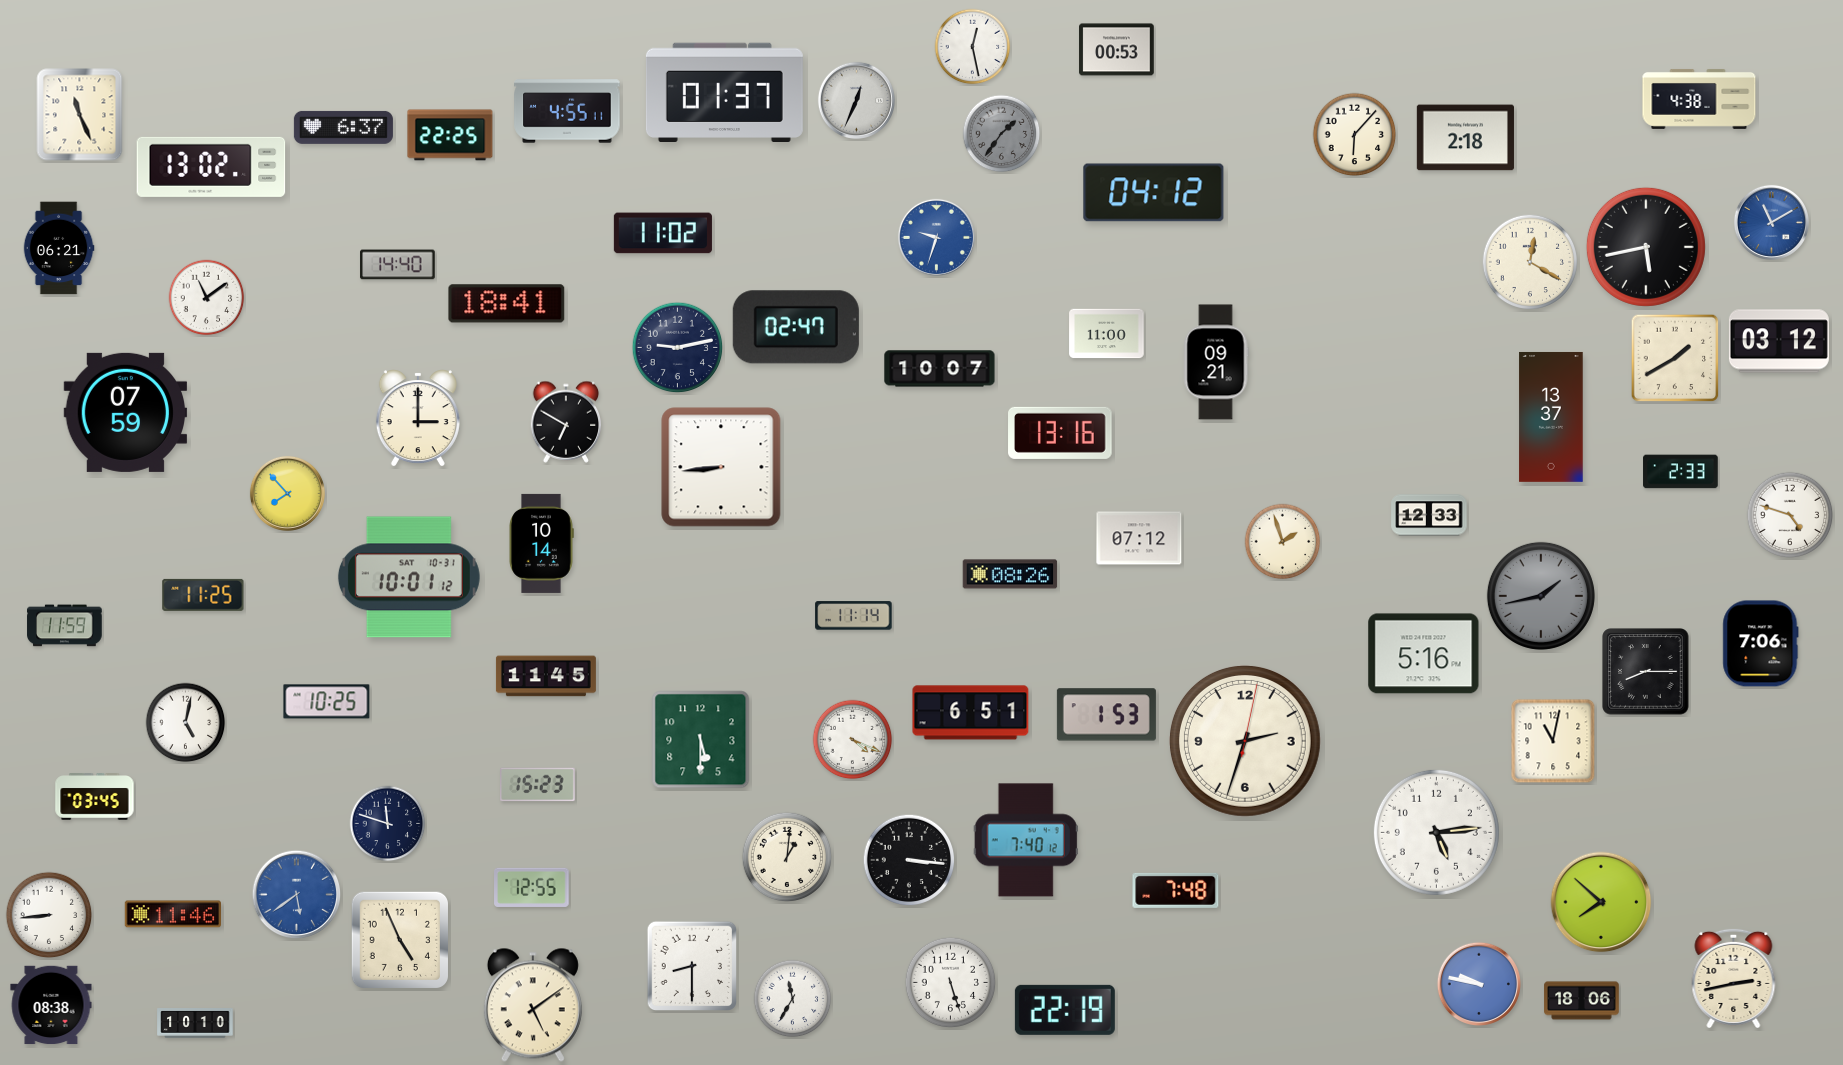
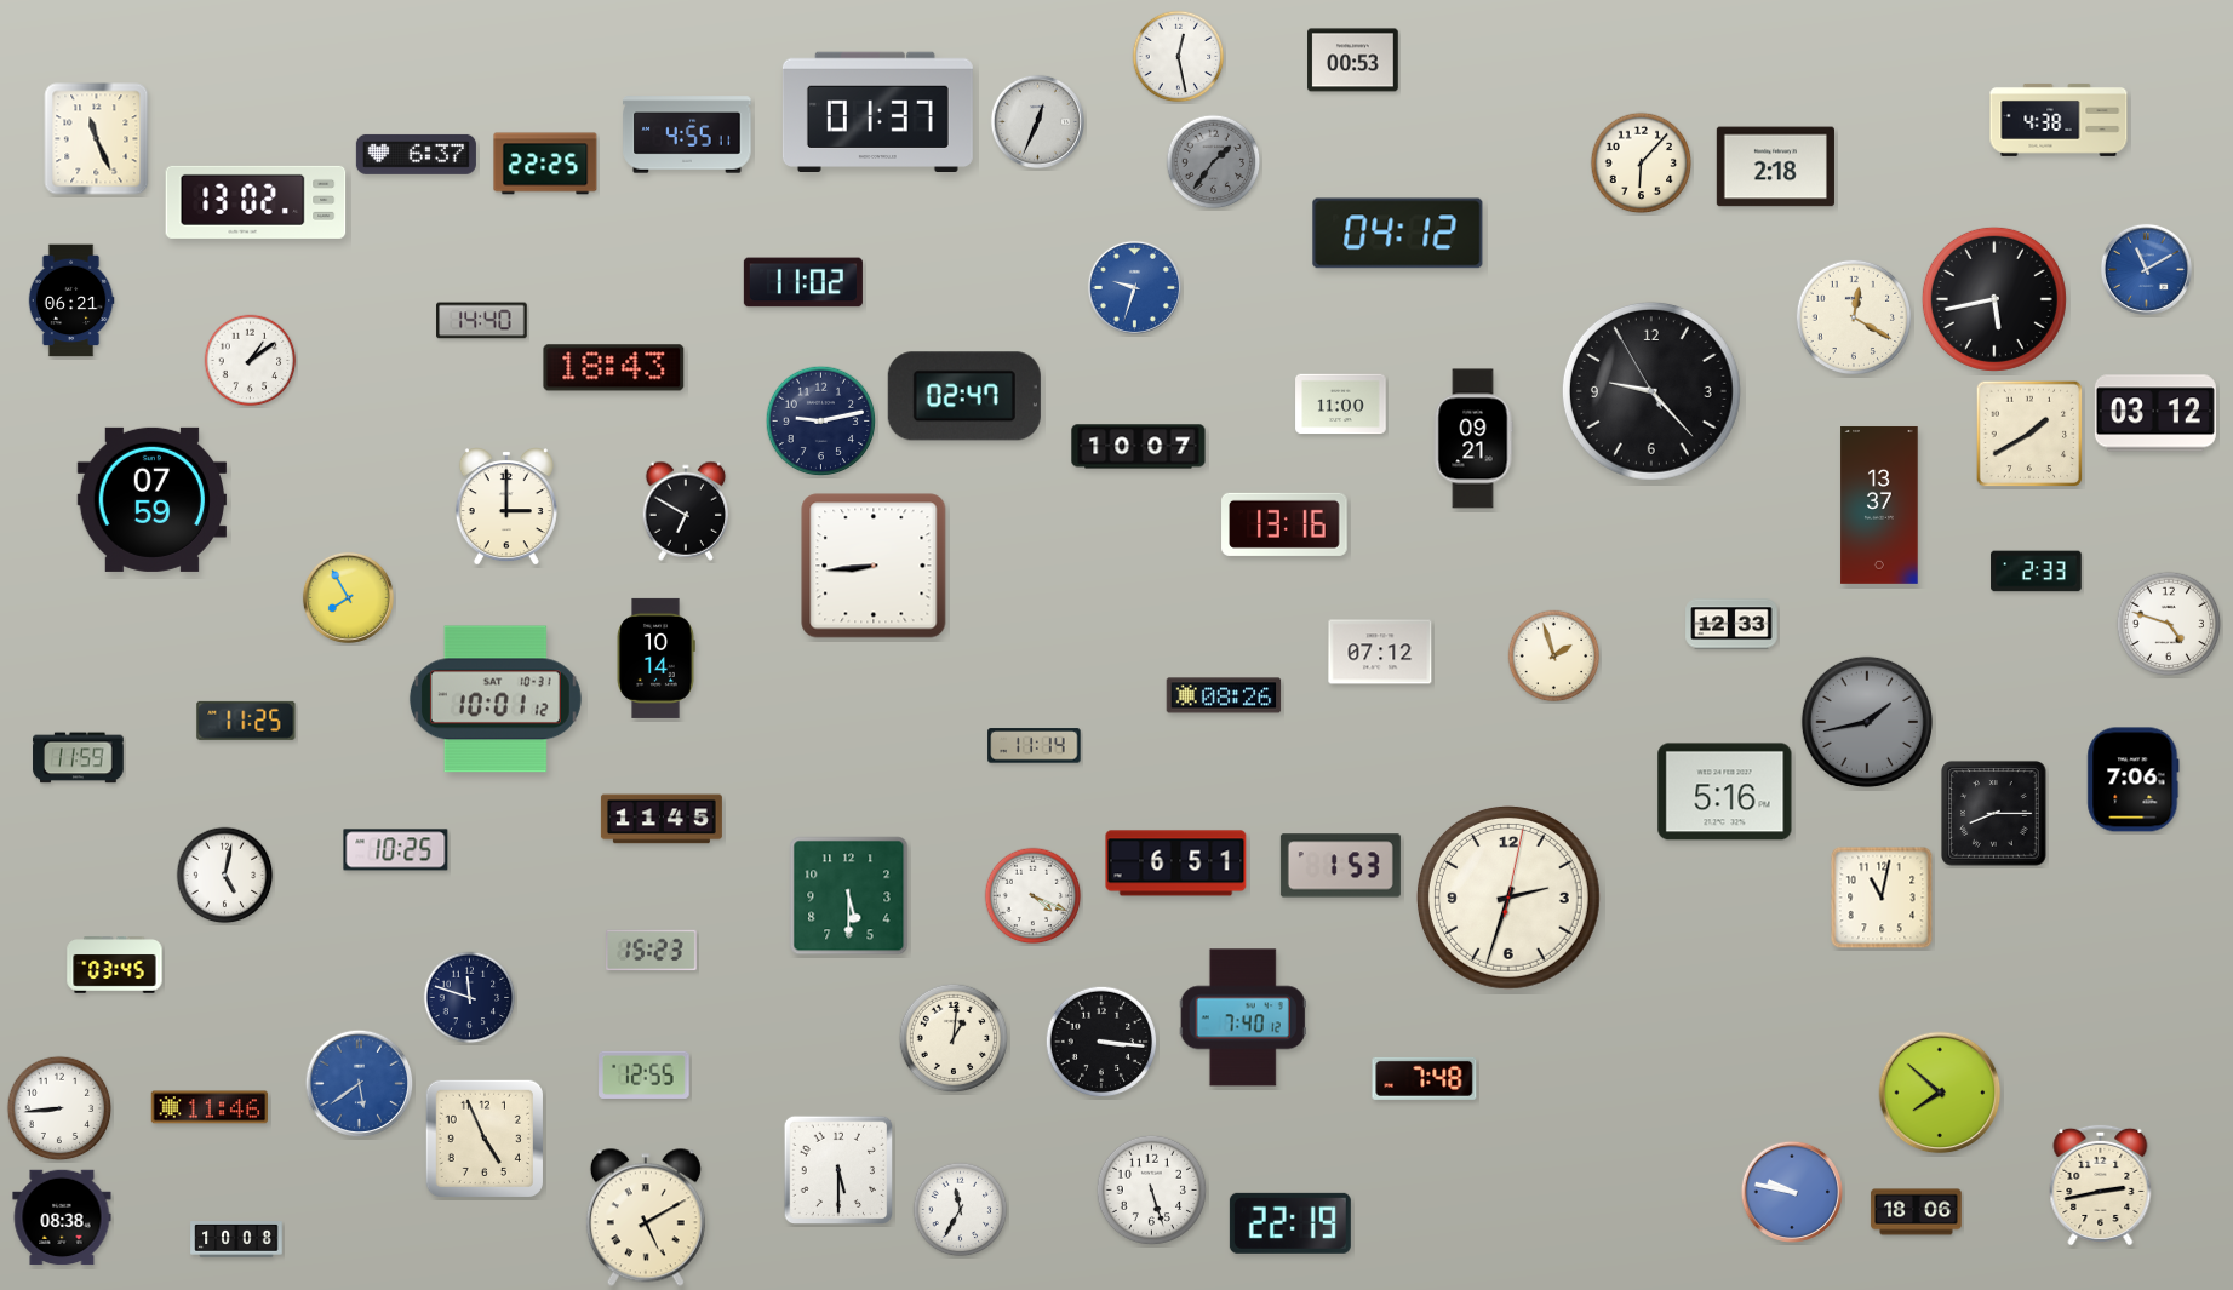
clock at (207, 298): 11:09 -> 1:09
clock at (507, 304): 18:41 -> 18:43
clock at (1651, 391): none -> 9:22
clock at (287, 493): 7:53 -> 7:55
clock at (1436, 832): 5:14 -> none
clock at (691, 965): 8:30 -> 5:30
clock at (533, 1005): 5:09 -> 5:10
clock at (195, 1024): 10:10 -> 10:08
